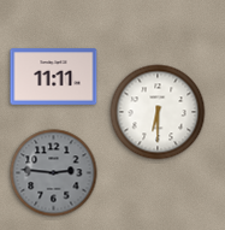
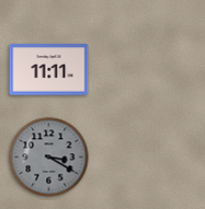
clock at (158, 112): 6:30 -> none
clock at (54, 173): 2:46 -> 3:20
